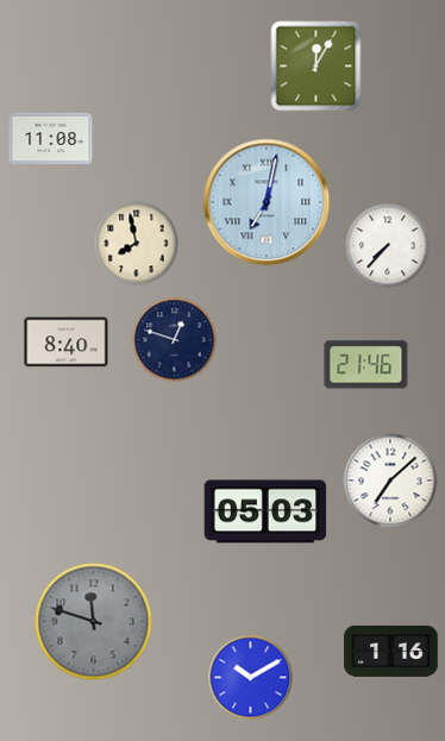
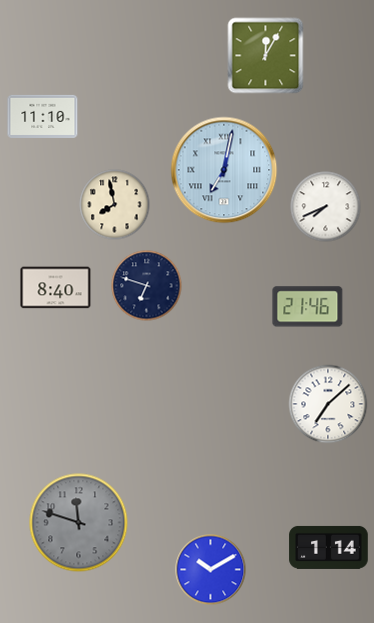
clock at (51, 138): 11:08 -> 11:10
clock at (388, 246): 7:37 -> 7:41
clock at (175, 340): 12:48 -> 6:48
clock at (265, 511): 05:03 -> none
clock at (391, 651): 1:16 -> 1:14
